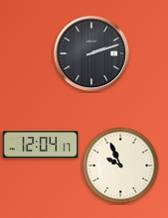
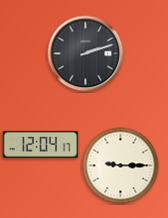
clock at (92, 54) position: (92, 54) -> (86, 54)
clock at (121, 166): 9:56 -> 9:15
